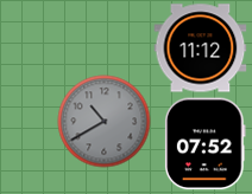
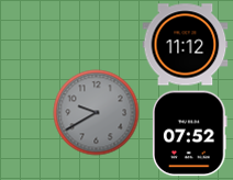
clock at (103, 121): 10:40 -> 9:40
